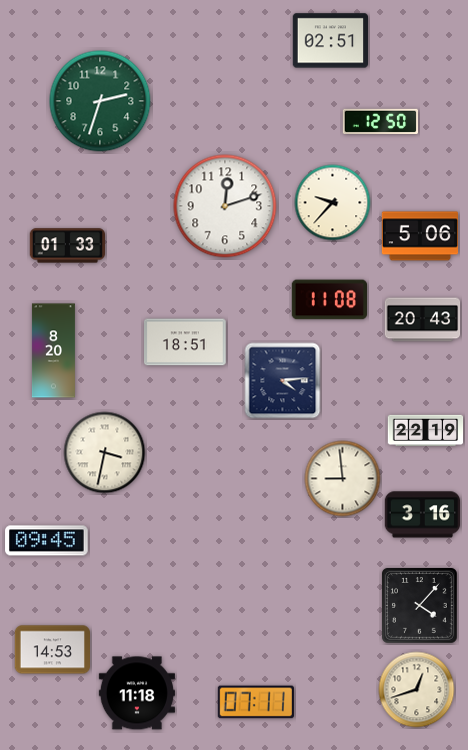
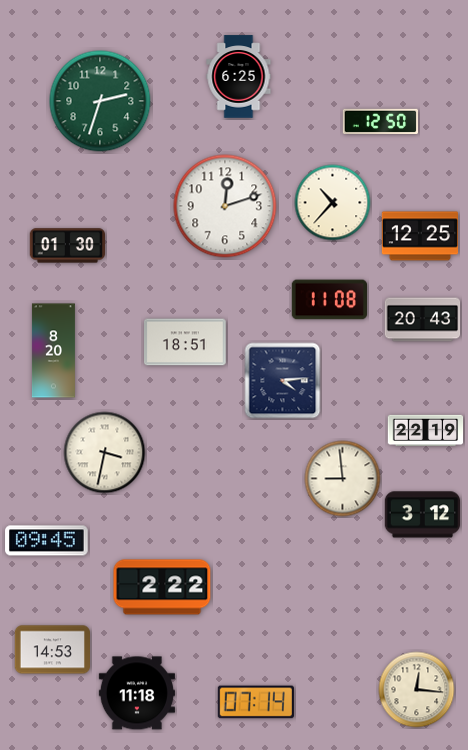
clock at (330, 41): 02:51 -> none
clock at (239, 77): none -> 6:25
clock at (333, 203): 9:37 -> 10:37
clock at (419, 236): 5:06 -> 12:25
clock at (67, 246): 01:33 -> 01:30
clock at (423, 515): 3:16 -> 3:12
clock at (162, 587): none -> 2:22
clock at (420, 606): 4:07 -> none
clock at (417, 690): 12:42 -> 12:16
clock at (256, 702): 07:11 -> 07:14
